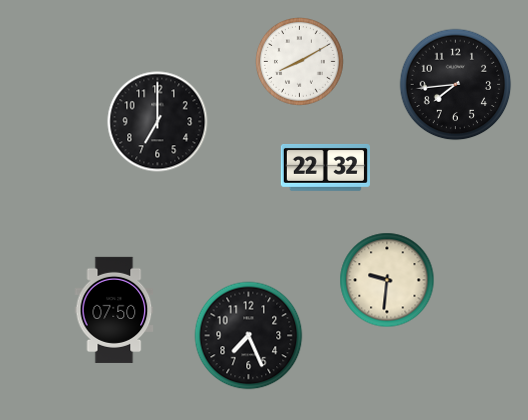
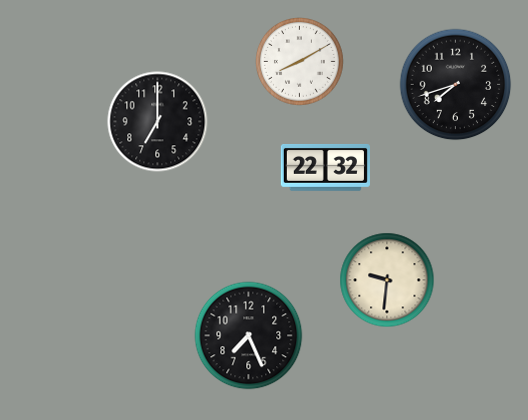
clock at (456, 85): 7:44 -> 7:42
clock at (114, 310): 07:50 -> none
